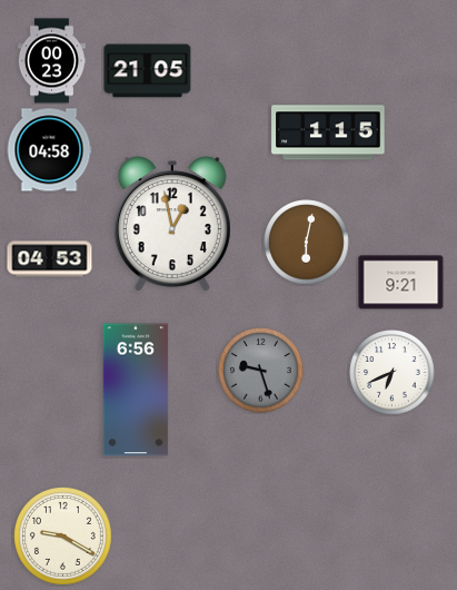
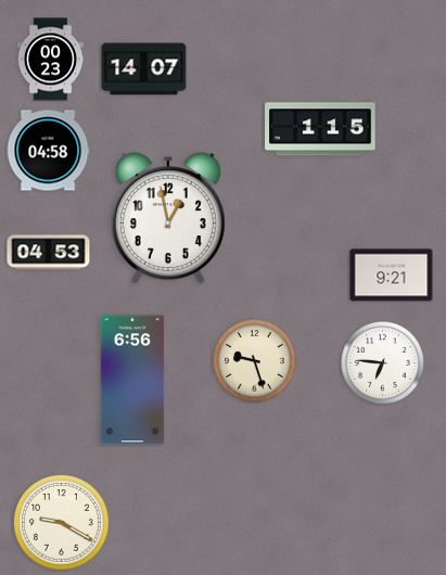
clock at (148, 71): 21:05 -> 14:07
clock at (49, 150) position: (49, 150) -> (48, 151)
clock at (307, 243): 6:02 -> none
clock at (261, 371) dial: grey -> cream
clock at (393, 373): 6:41 -> 6:46
